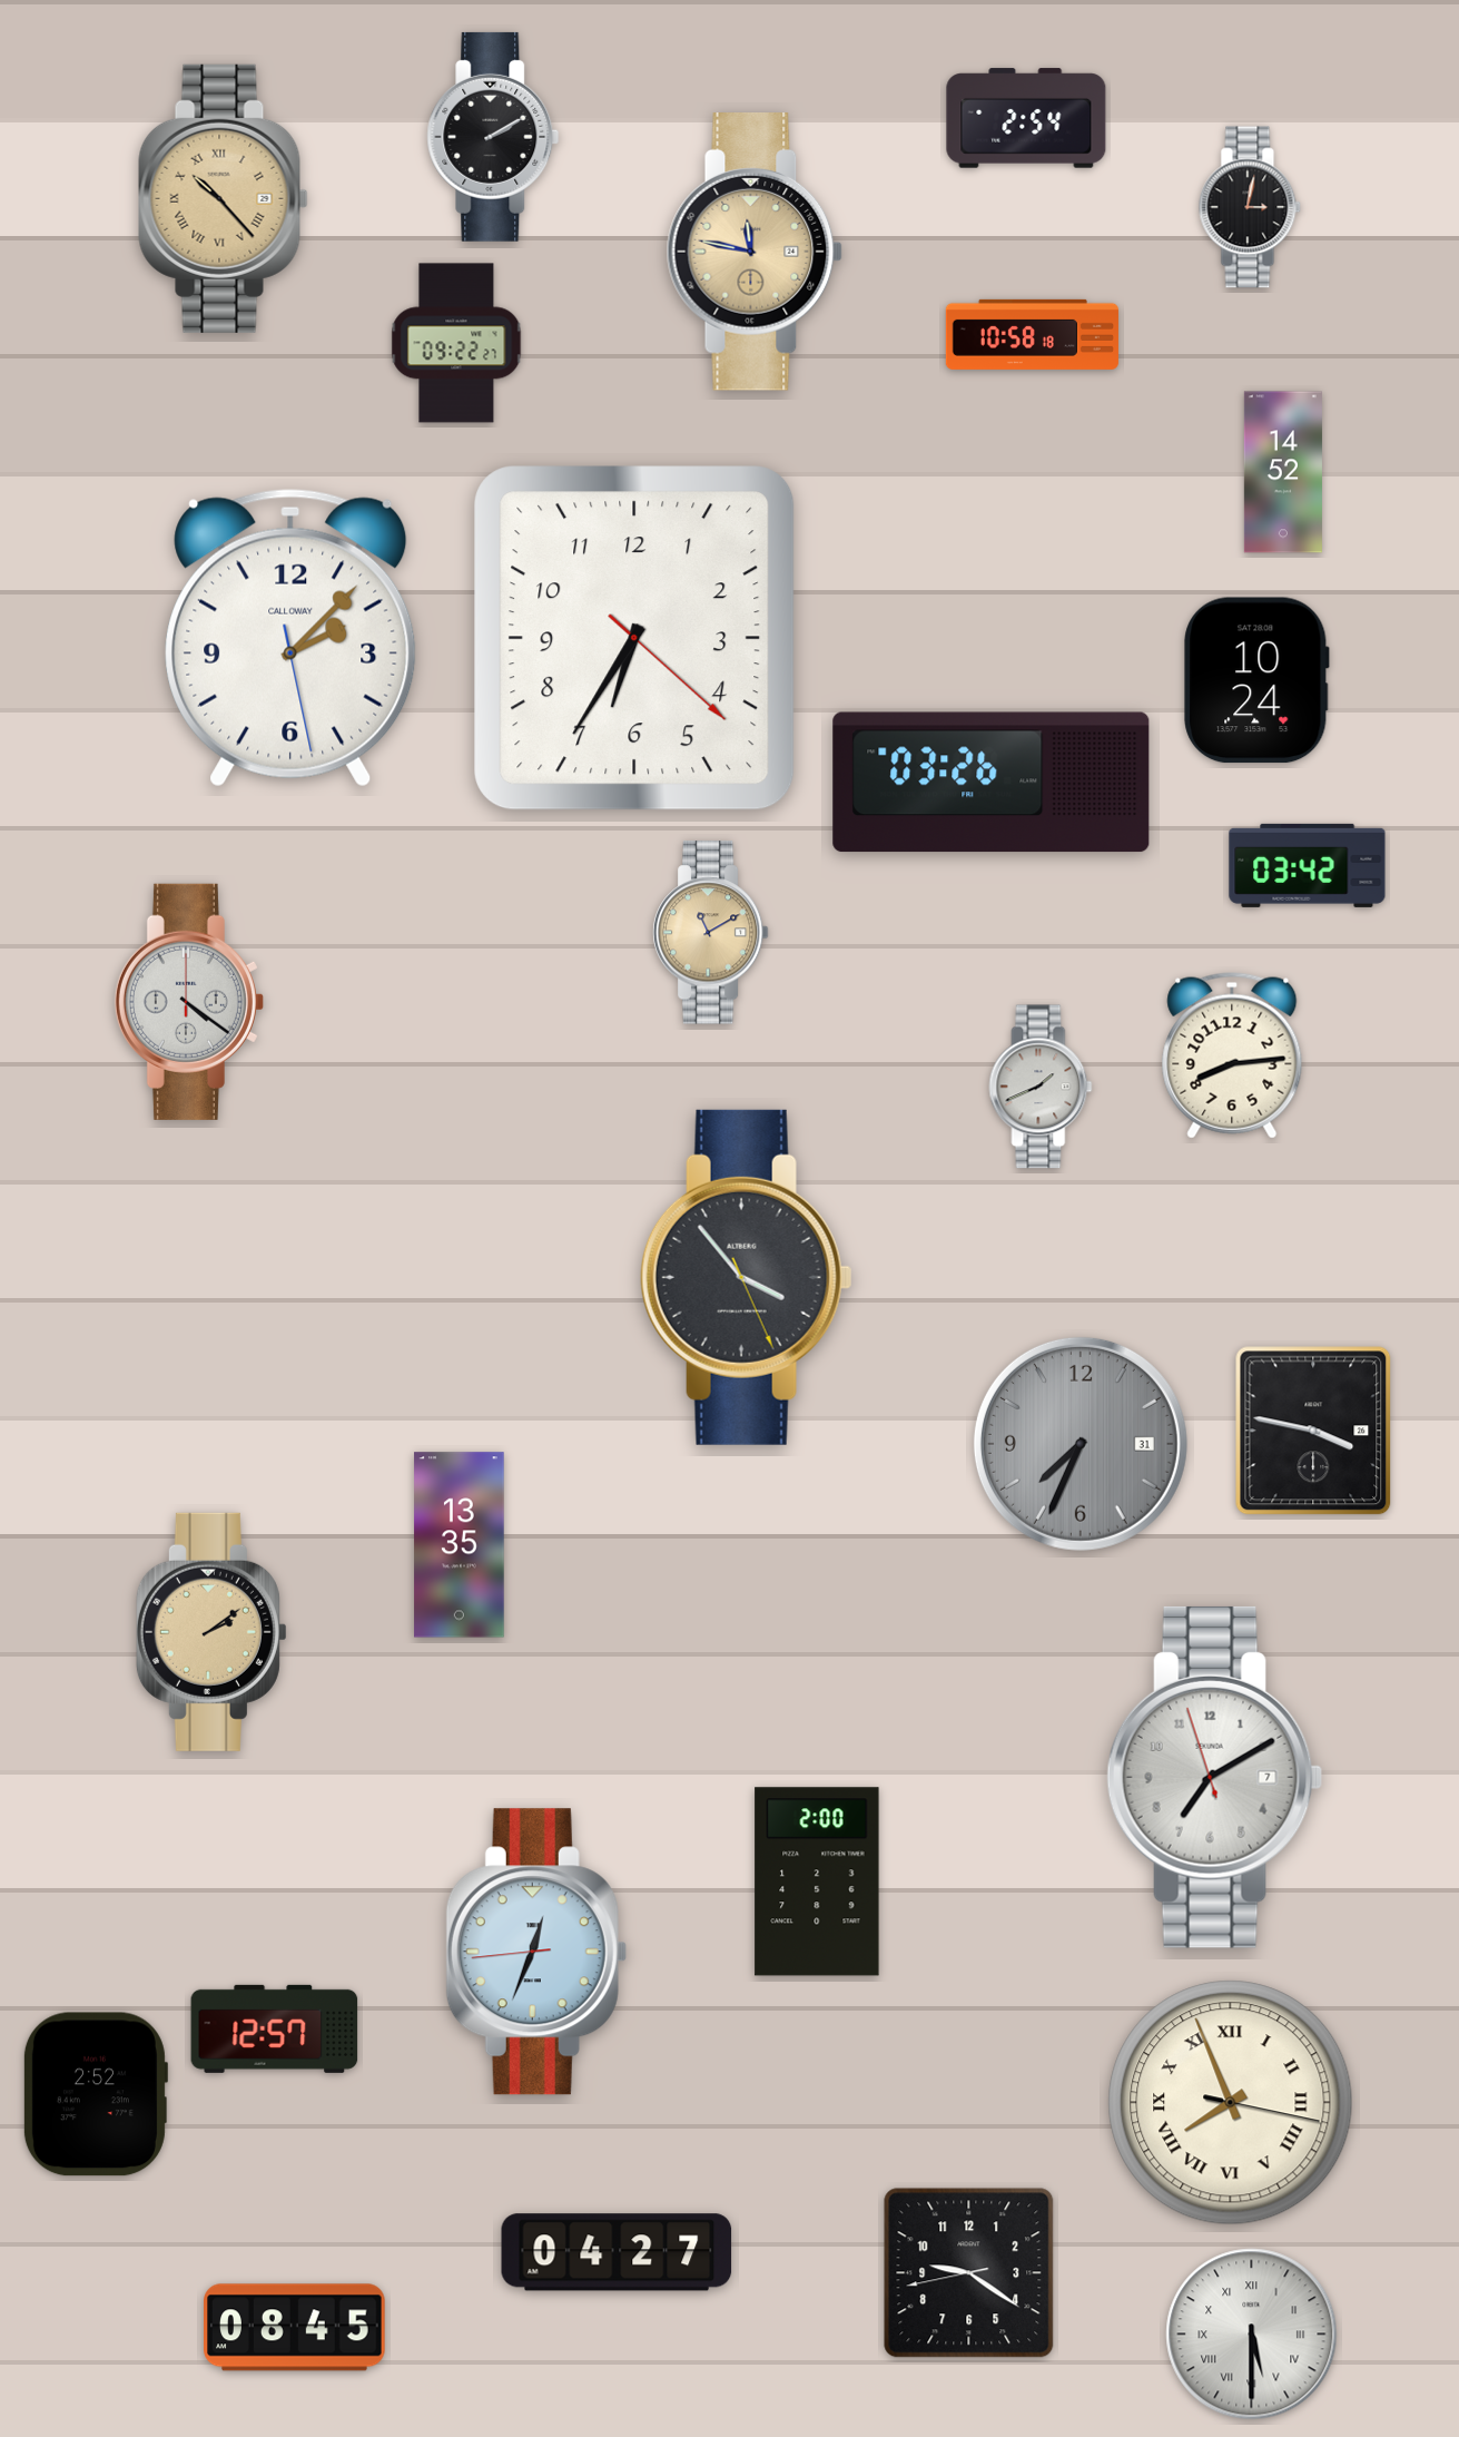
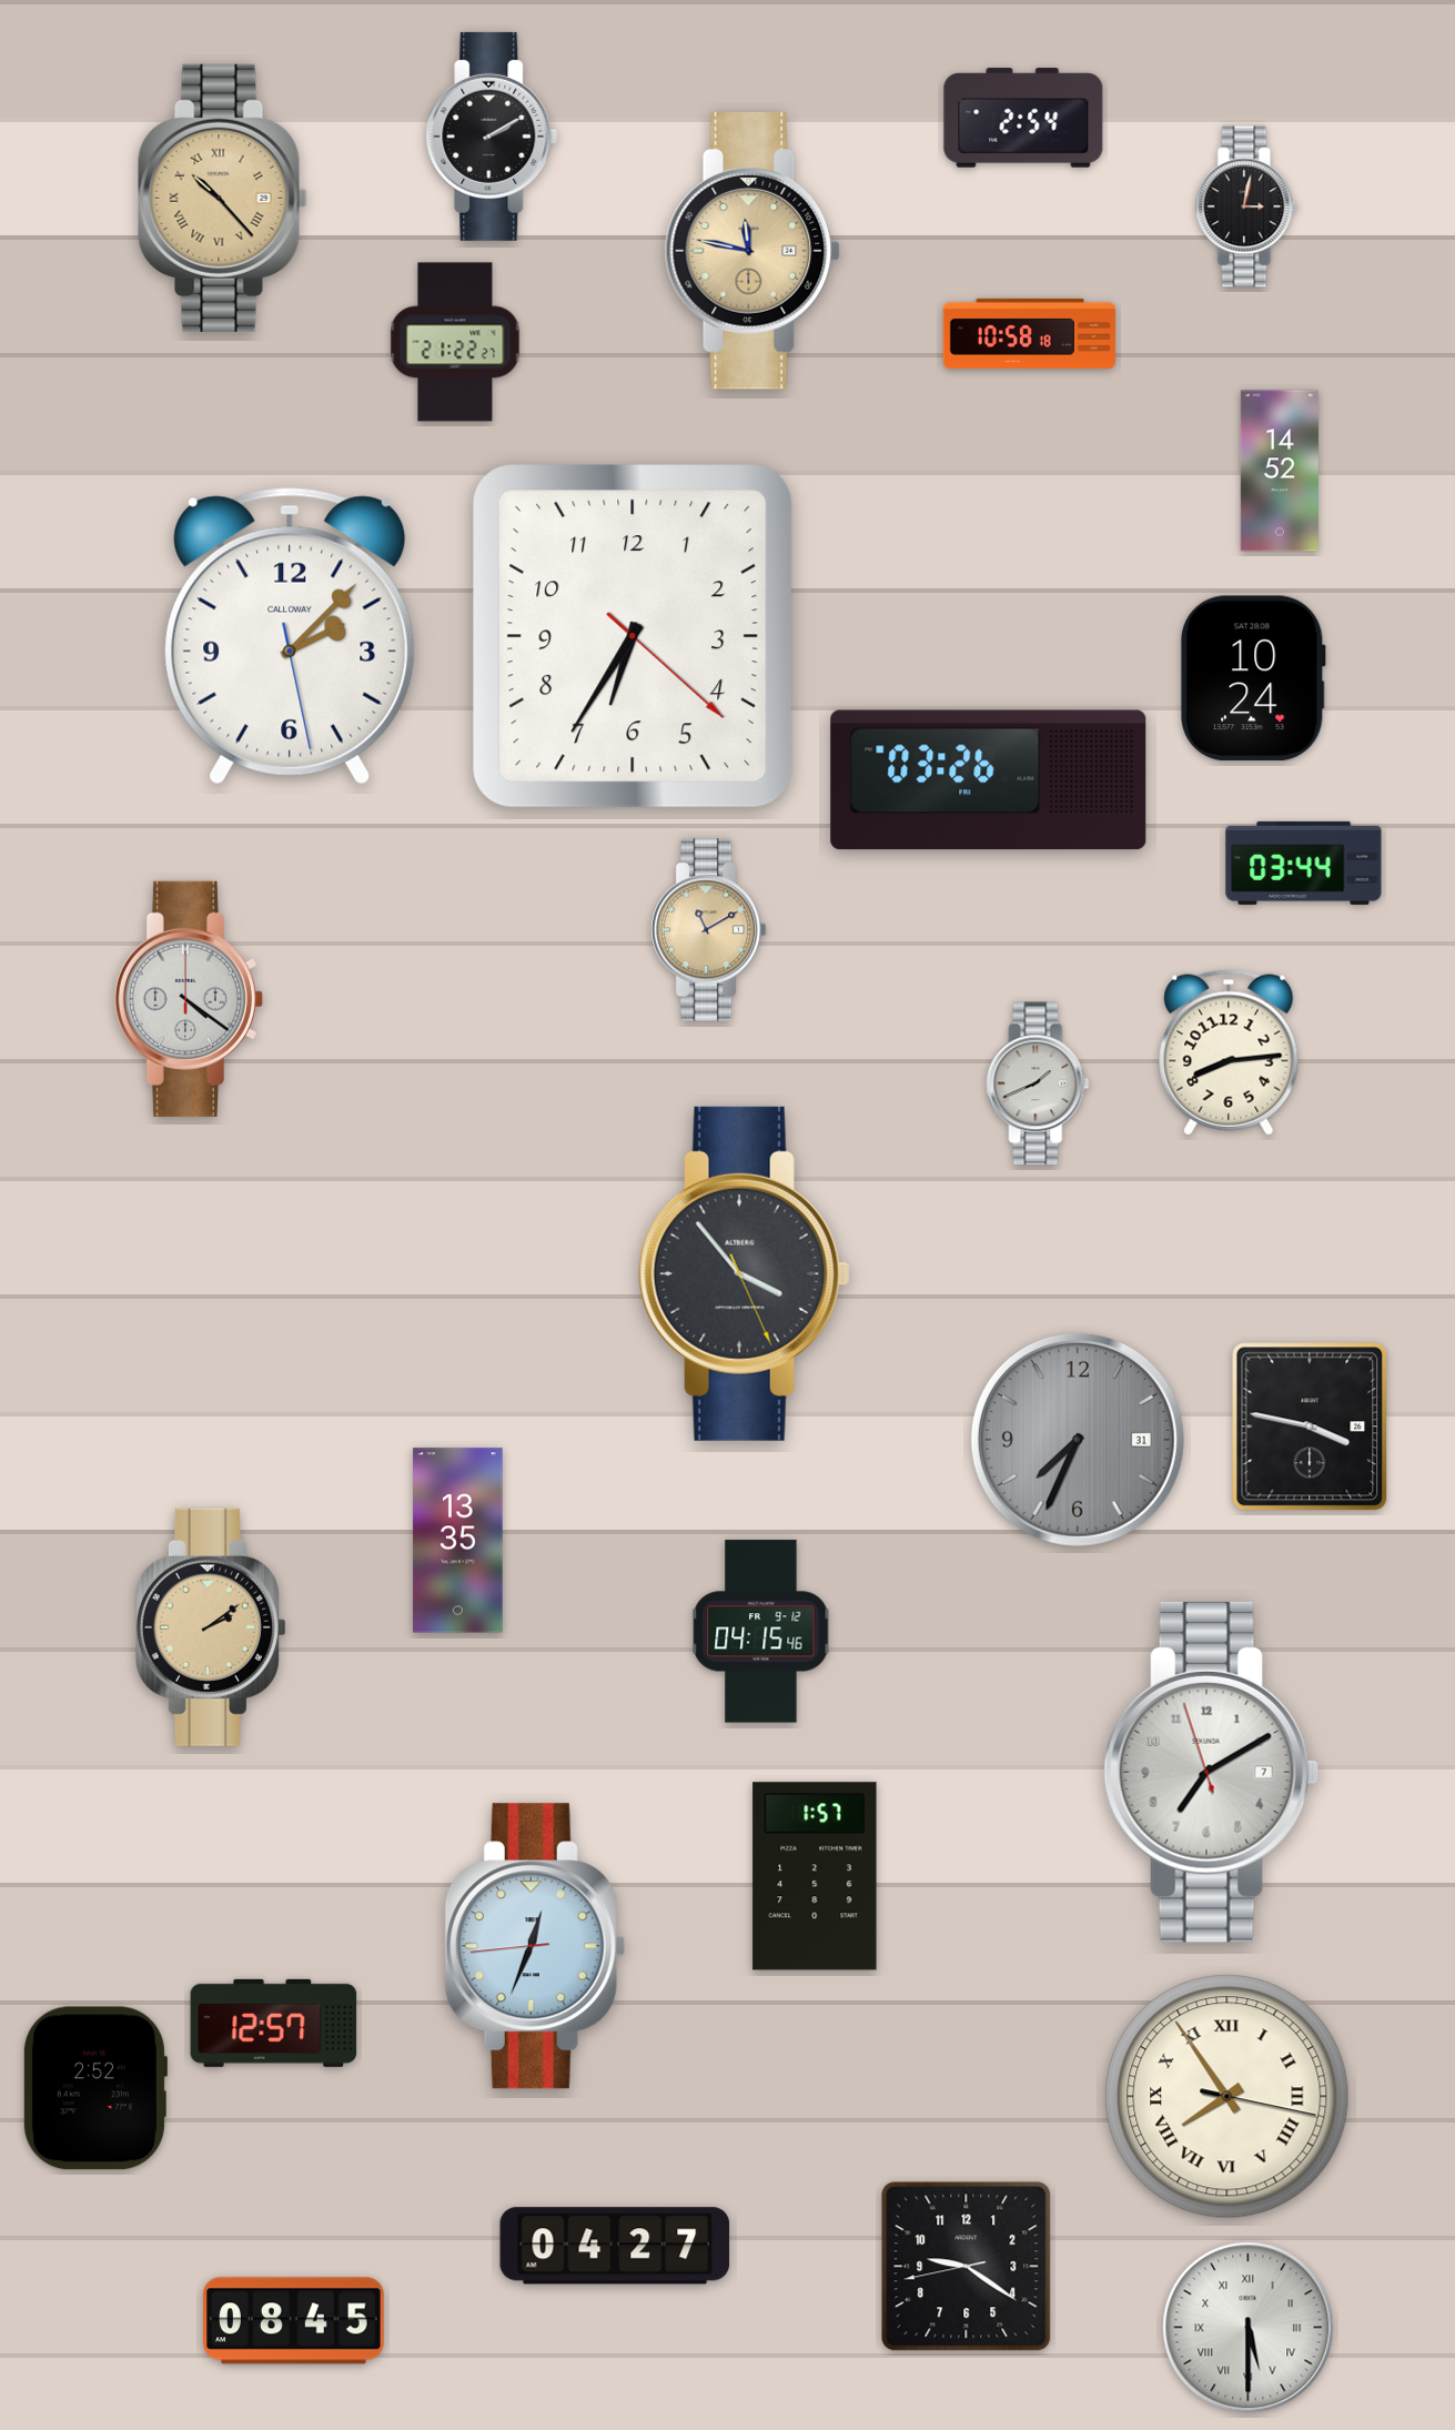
clock at (456, 343): 09:22 -> 21:22
clock at (1308, 865): 03:42 -> 03:44
clock at (761, 1632): none -> 04:15
clock at (817, 1881): 2:00 -> 1:57
clock at (1231, 2103): 7:56 -> 7:54
